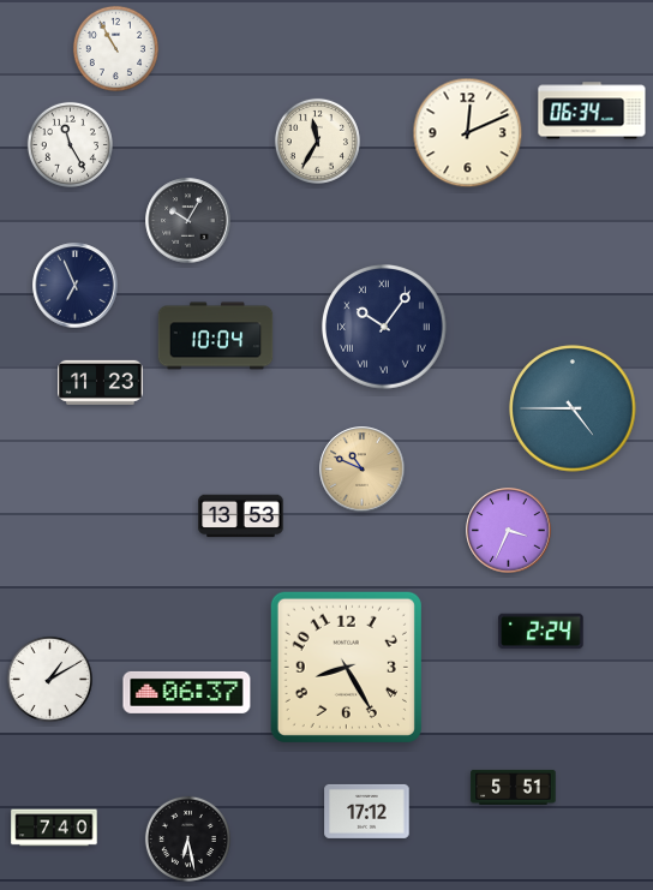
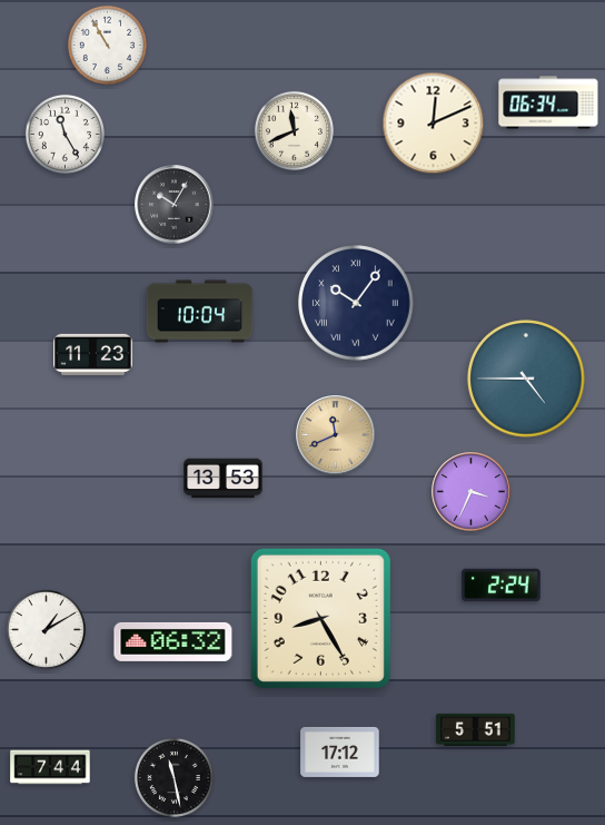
clock at (317, 141): 11:35 -> 11:41
clock at (76, 286): 6:56 -> none
clock at (573, 408) position: (573, 408) -> (526, 379)
clock at (363, 470): 10:49 -> 11:41
clock at (187, 692): 06:37 -> 06:32
clock at (54, 828): 7:40 -> 7:44
clock at (187, 838): 6:28 -> 11:28
